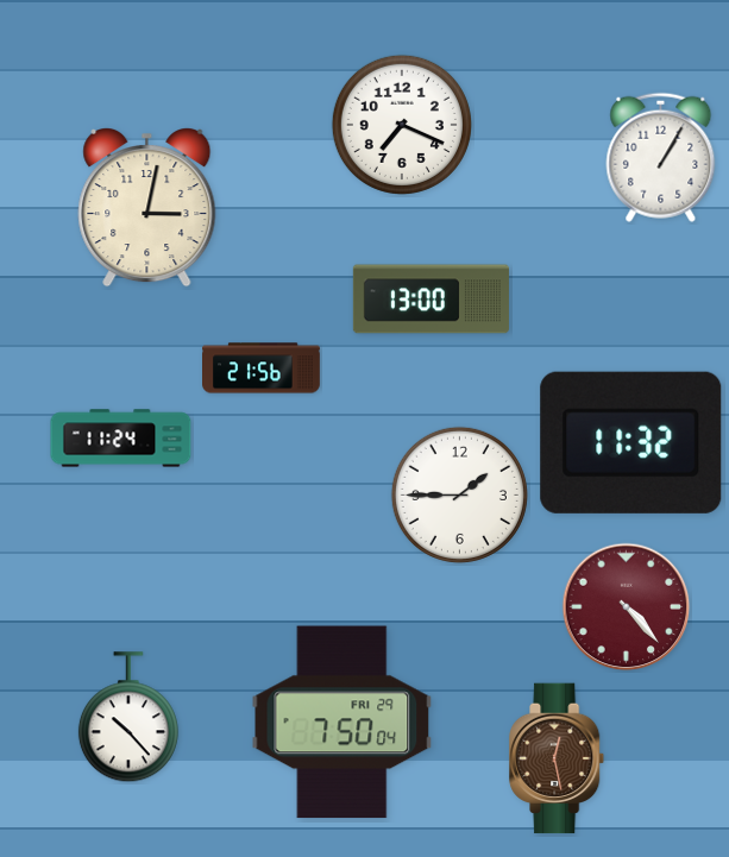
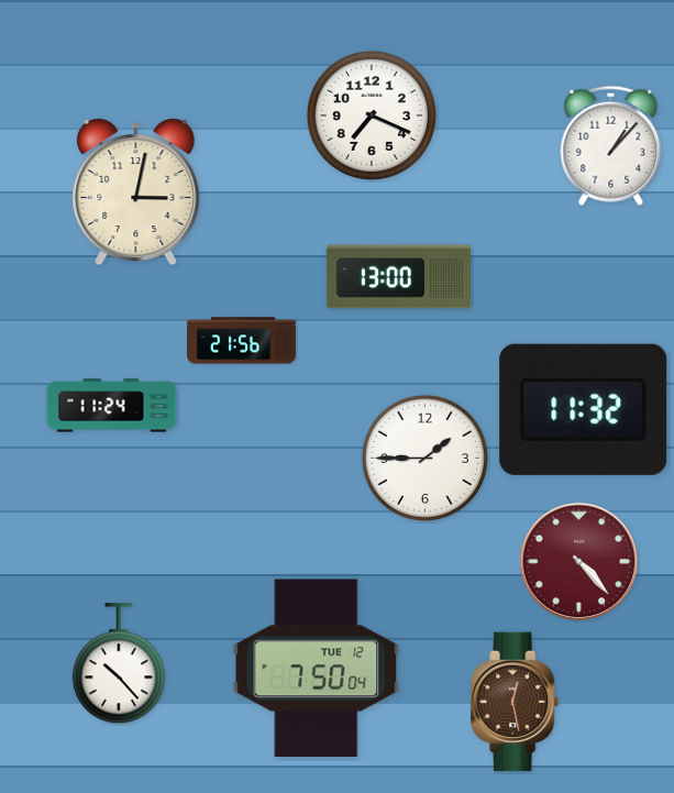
clock at (661, 157): 1:05 -> 1:07
clock at (342, 723) date: FRI 29 -> TUE 12
